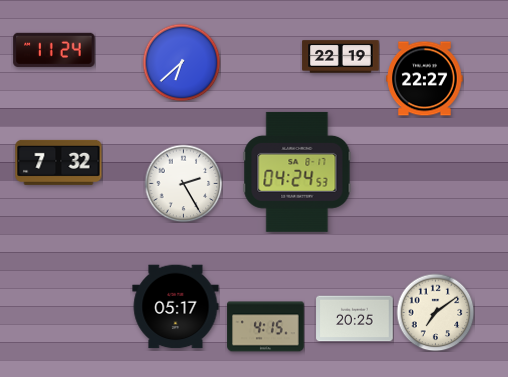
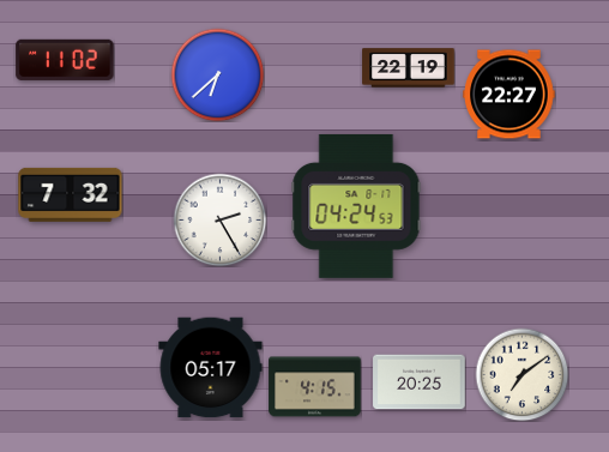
clock at (54, 50): 11:24 -> 11:02
clock at (355, 319) position: (355, 319) -> (420, 382)
clock at (266, 327) position: (266, 327) -> (315, 387)
